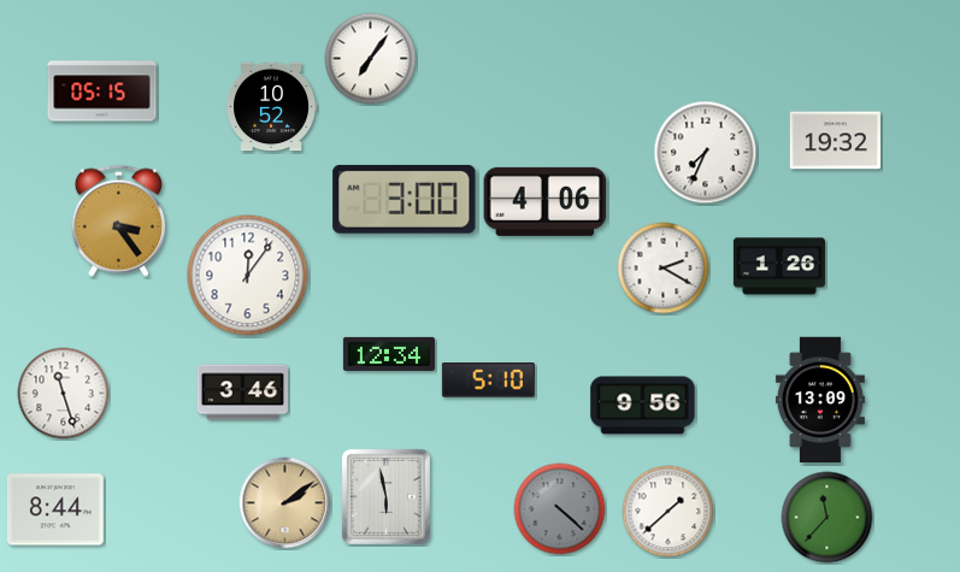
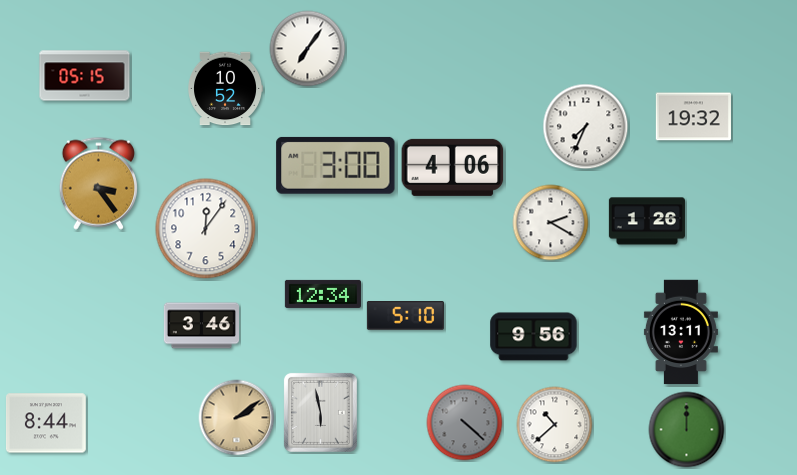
clock at (64, 394): 11:27 -> none
clock at (820, 400): 13:09 -> 13:11
clock at (669, 512): 1:38 -> 10:38
clock at (828, 518): 11:37 -> 12:00
